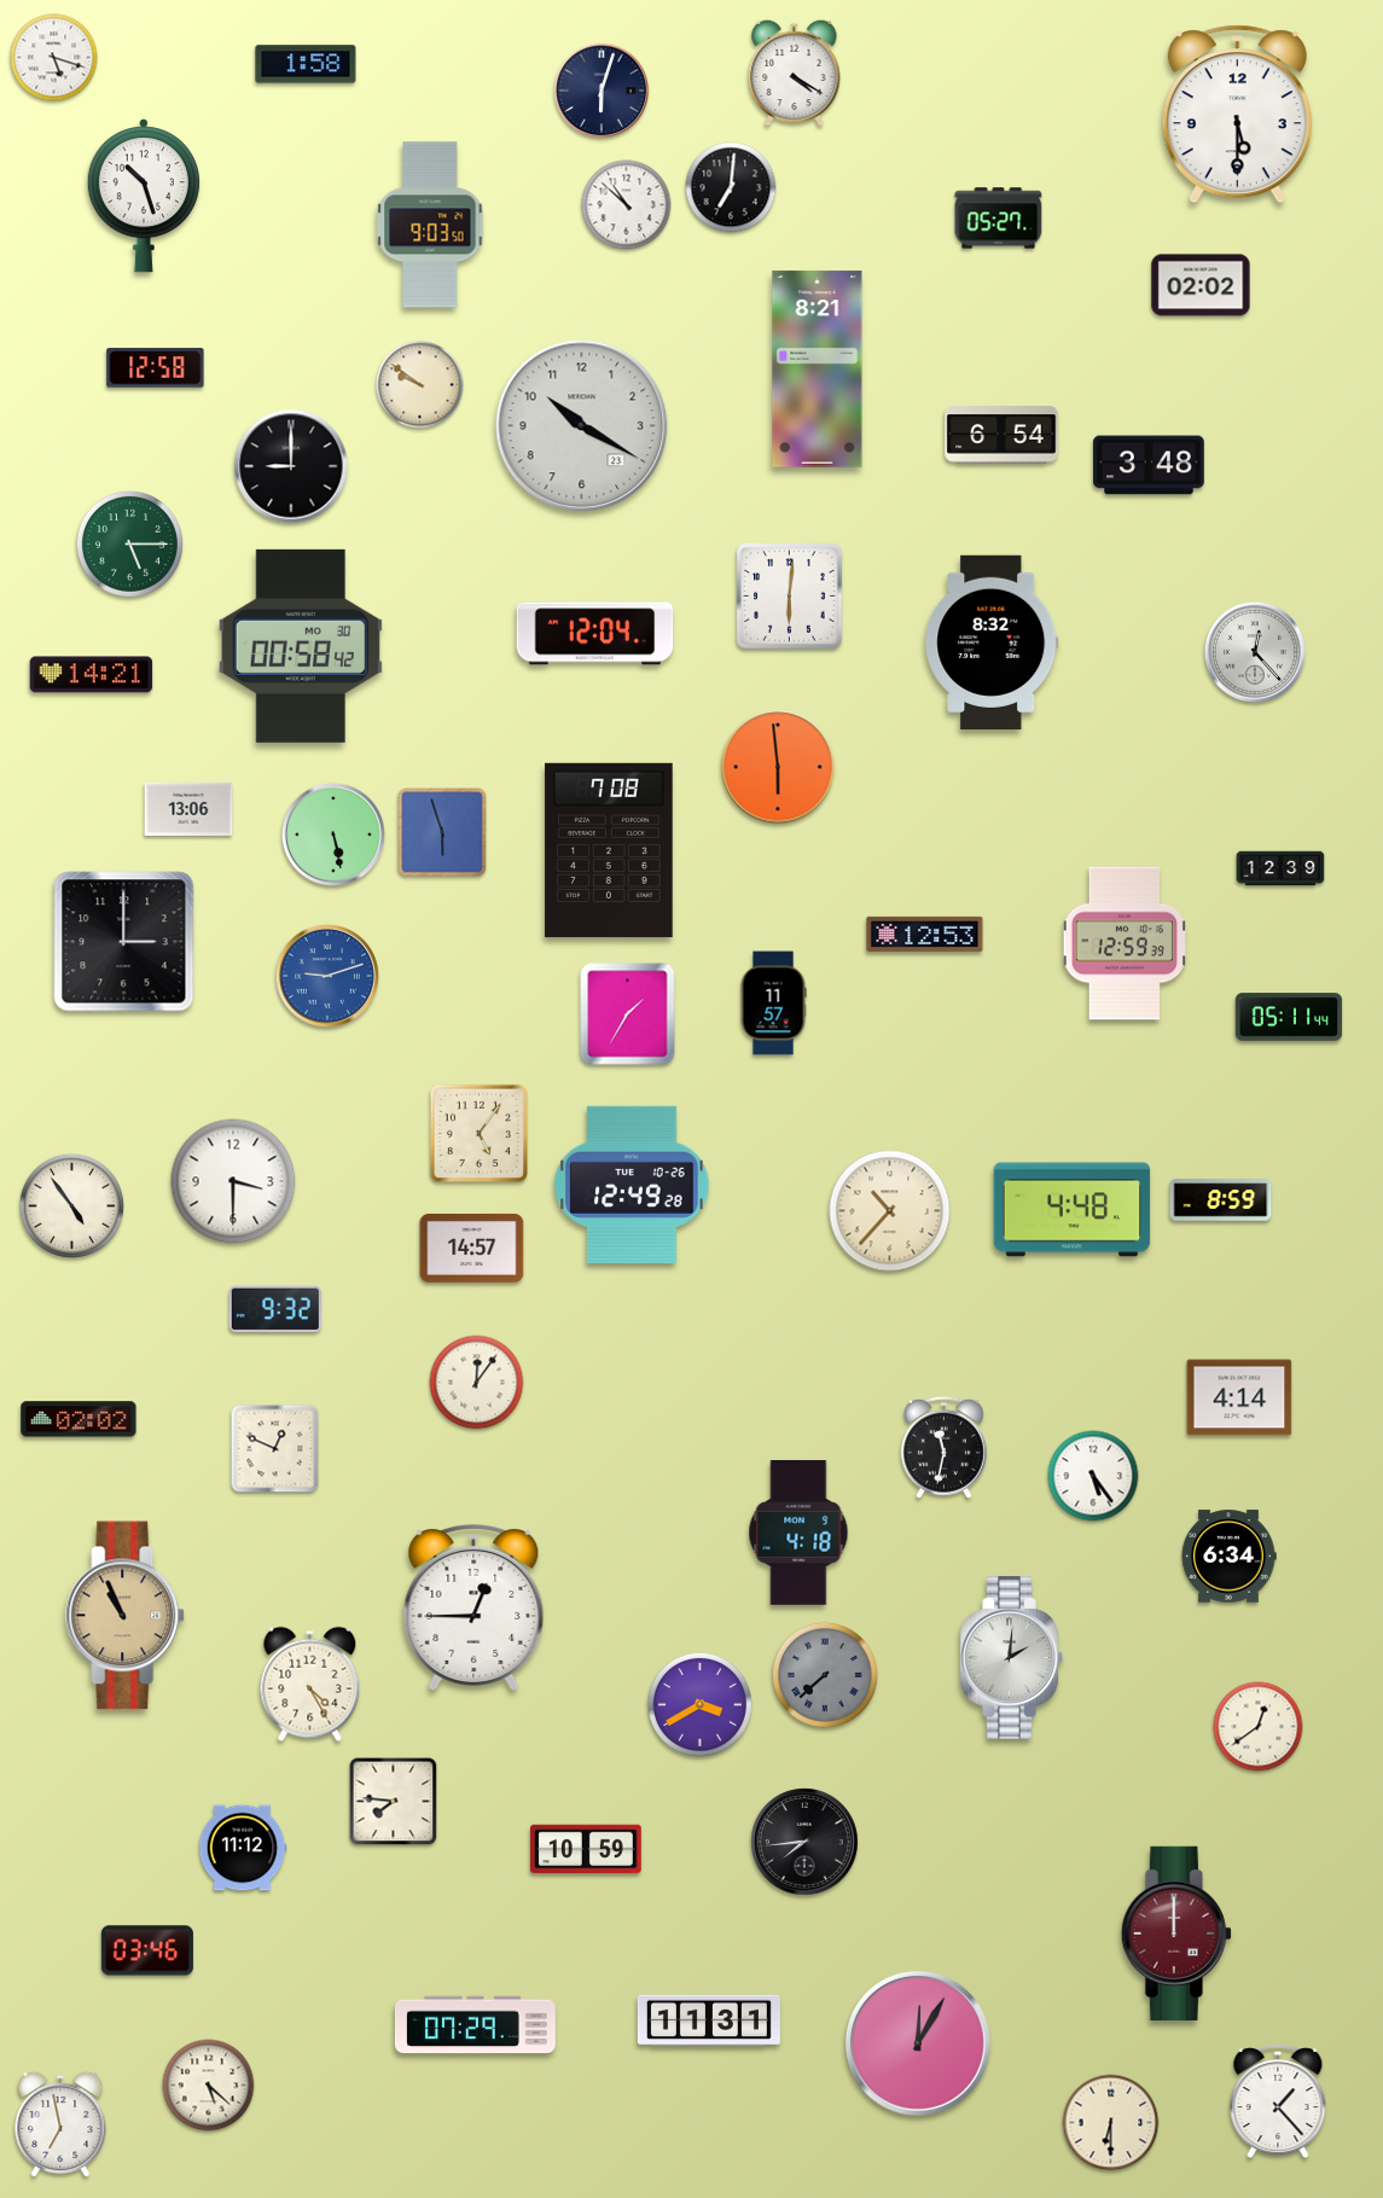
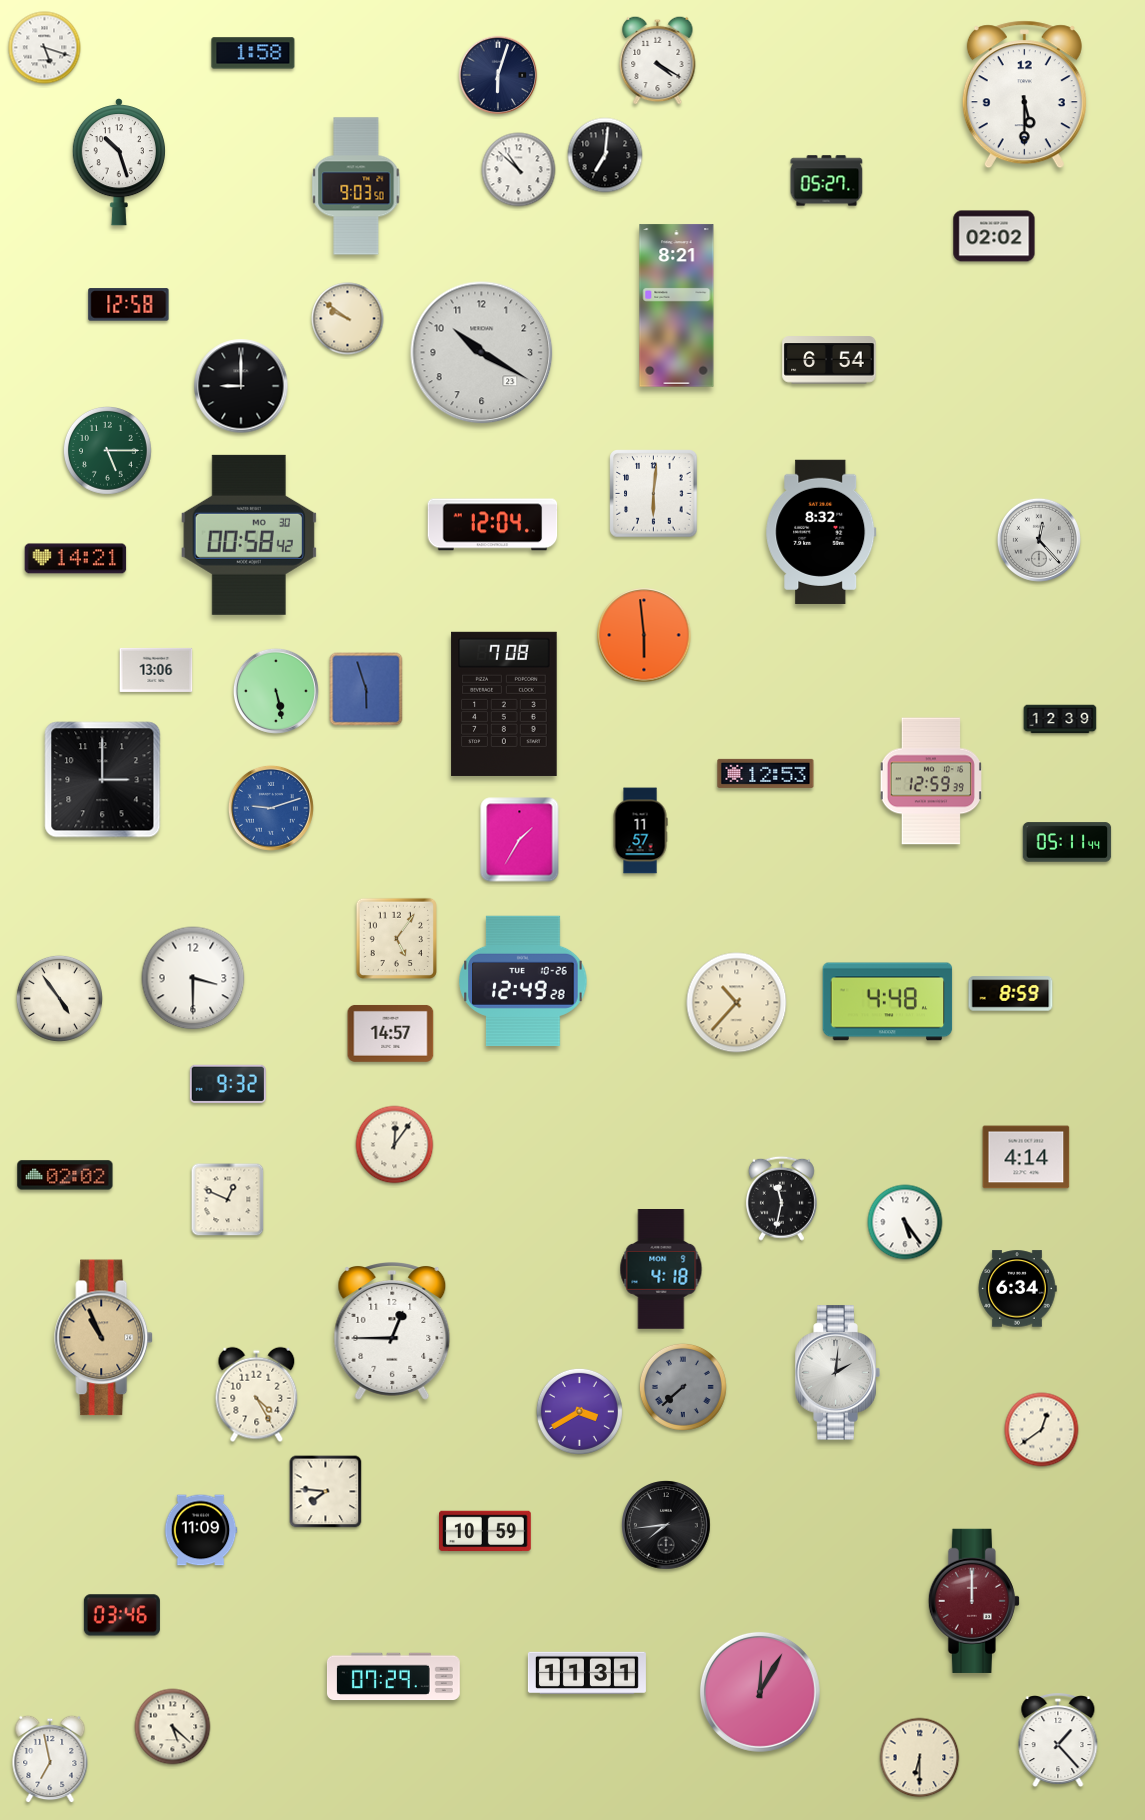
clock at (1149, 465): 3:48 -> none
clock at (243, 1848): 11:12 -> 11:09
